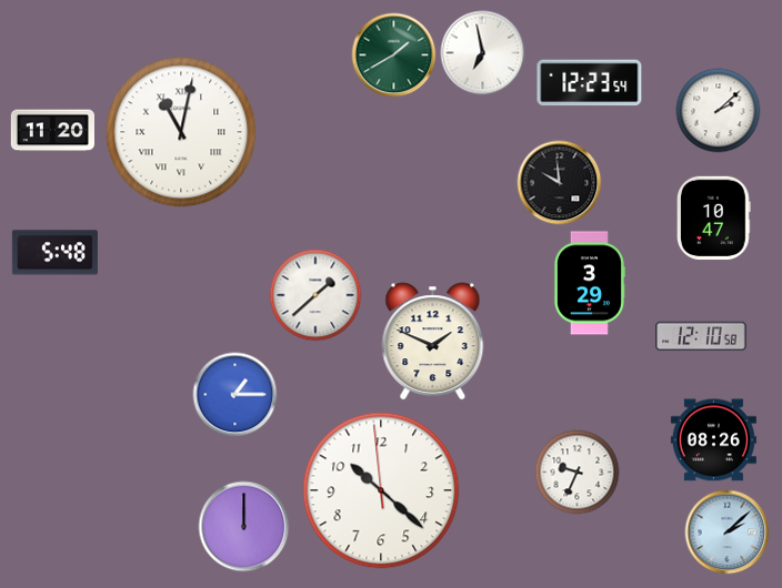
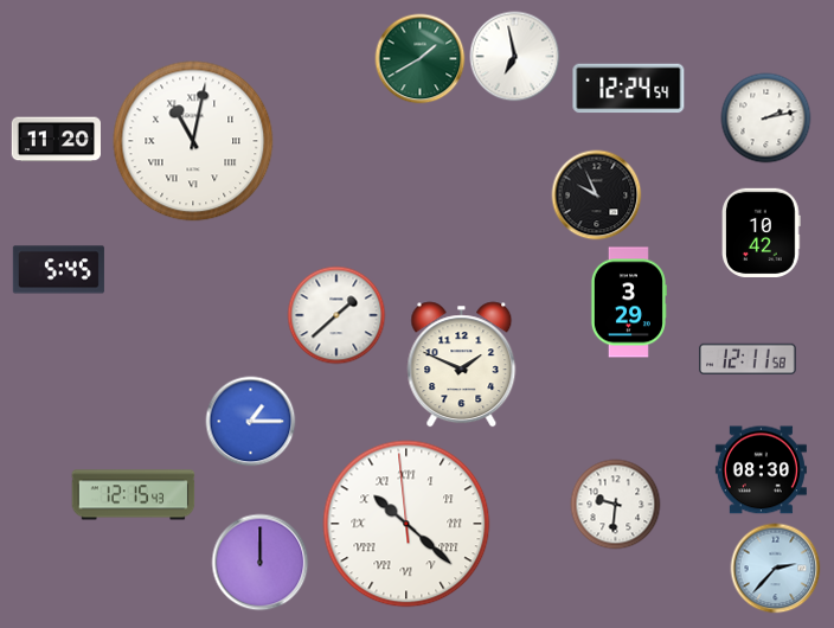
clock at (590, 83): 12:23 -> 12:24
clock at (719, 111): 2:08 -> 2:13
clock at (560, 183): 9:59 -> 9:56
clock at (714, 217): 10:47 -> 10:42
clock at (54, 253): 5:48 -> 5:45
clock at (701, 336): 12:10 -> 12:11
clock at (713, 440): 08:26 -> 08:30
clock at (134, 495): none -> 12:15
clock at (578, 473): 9:34 -> 9:31
clock at (381, 490) numerals: Arabic -> Roman
clock at (728, 533): 2:08 -> 2:37
